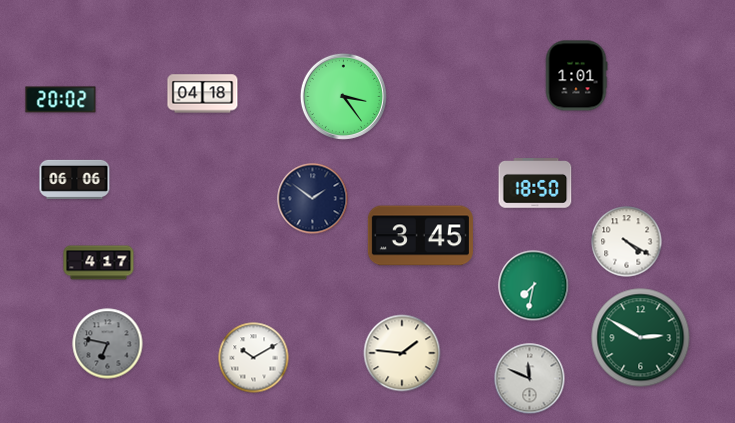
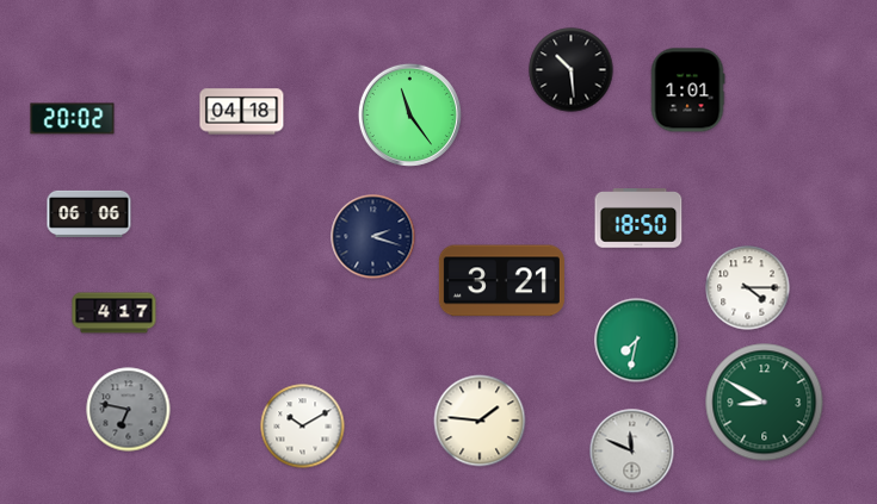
clock at (572, 70): none -> 10:29
clock at (343, 96): 3:24 -> 11:24
clock at (313, 199): 1:51 -> 2:18
clock at (420, 236): 3:45 -> 3:21
clock at (627, 242): 4:20 -> 4:15
clock at (99, 263) position: (99, 263) -> (115, 313)
clock at (641, 338): 2:50 -> 8:50
